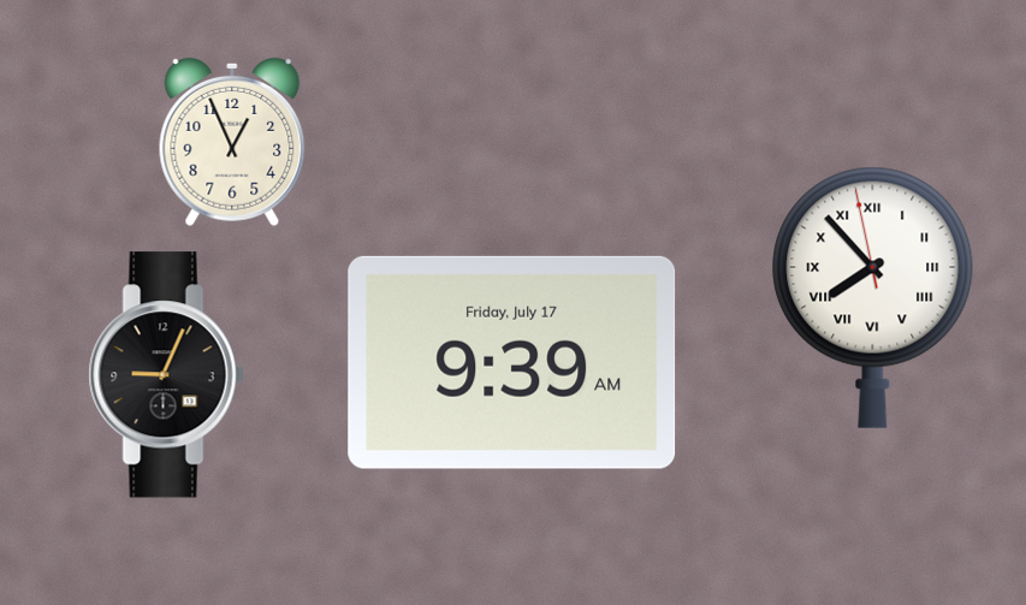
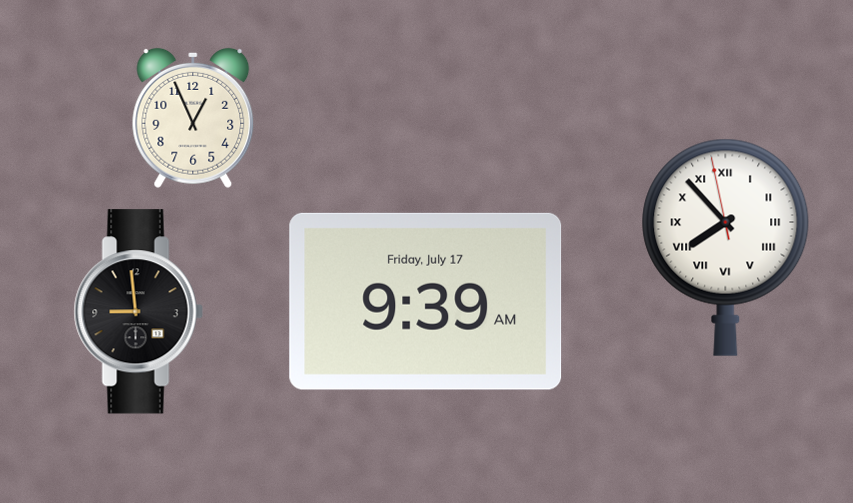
clock at (166, 375): 9:04 -> 8:59
